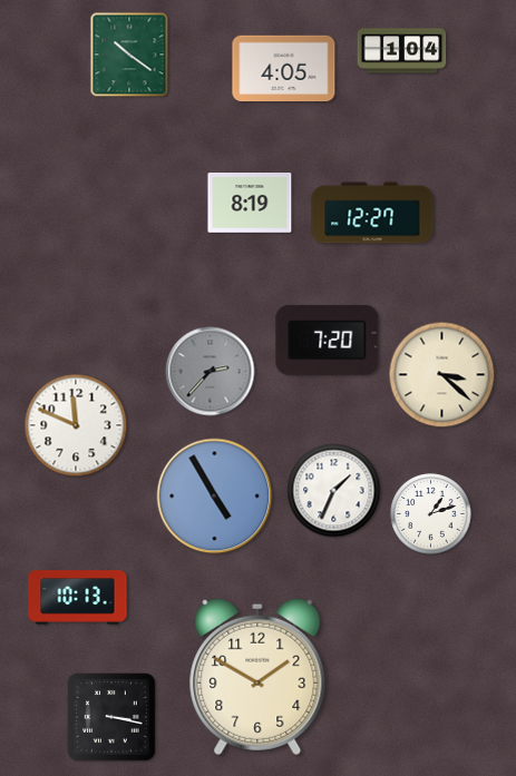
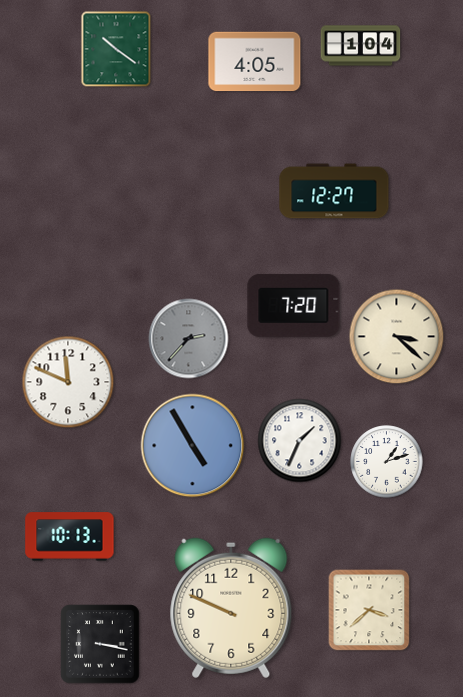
clock at (250, 204): 8:19 -> none
clock at (211, 372) position: (211, 372) -> (189, 339)
clock at (257, 677): 1:50 -> 9:49
clock at (369, 610): none -> 3:38
